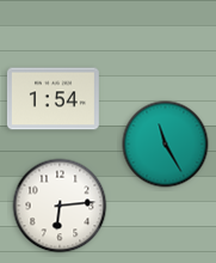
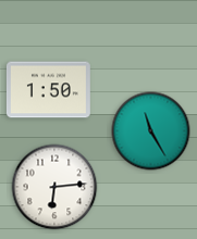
clock at (53, 99): 1:54 -> 1:50
